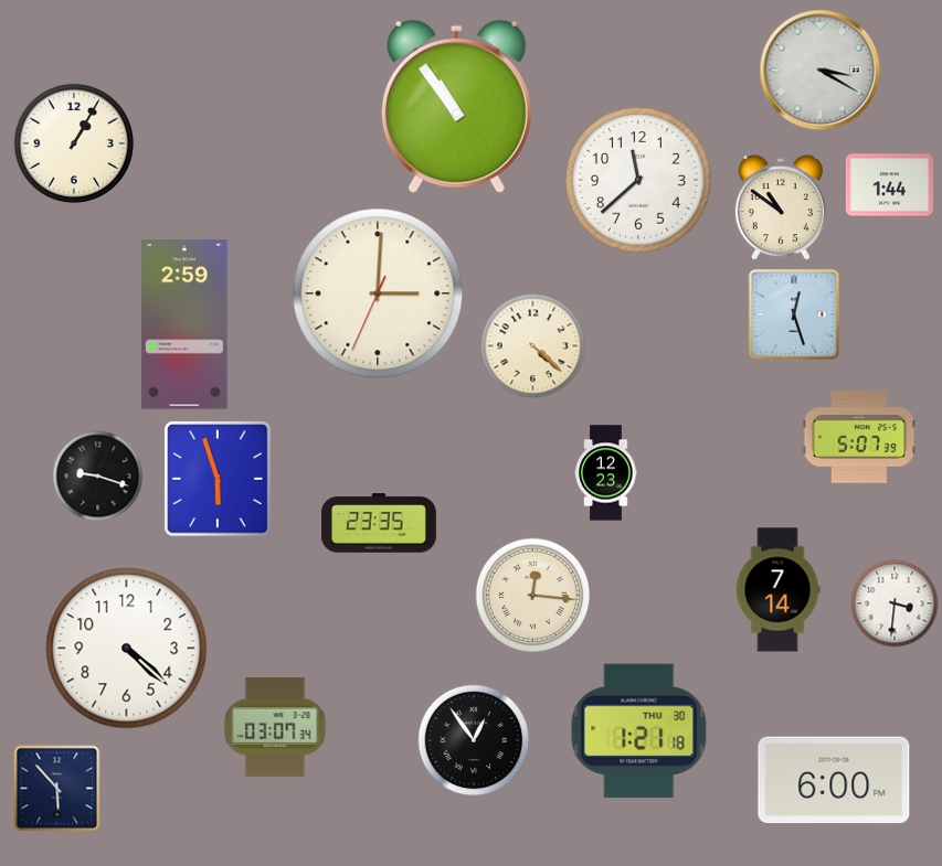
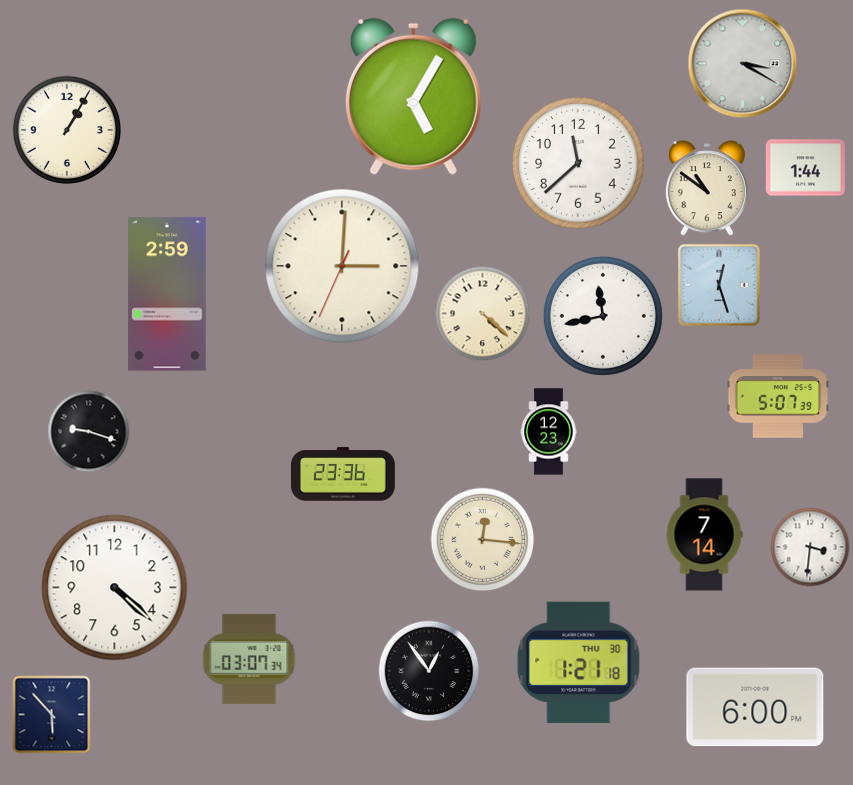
clock at (456, 106): 10:54 -> 5:05
clock at (603, 316): none -> 11:43
clock at (606, 473) position: (606, 473) -> (549, 432)
clock at (219, 479): 5:57 -> none
clock at (379, 523): 23:35 -> 23:36
